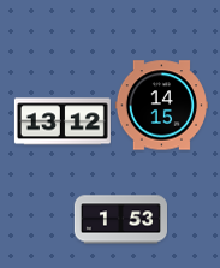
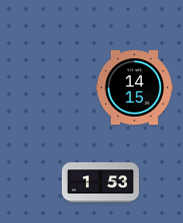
clock at (63, 121): 13:12 -> none
